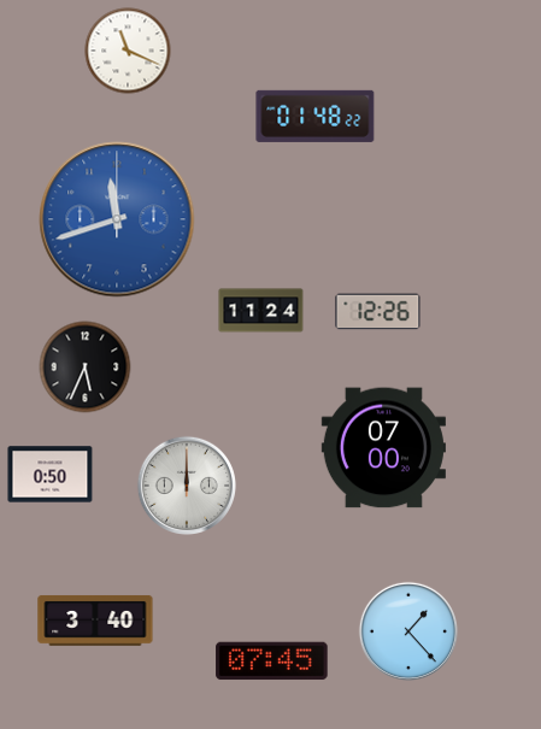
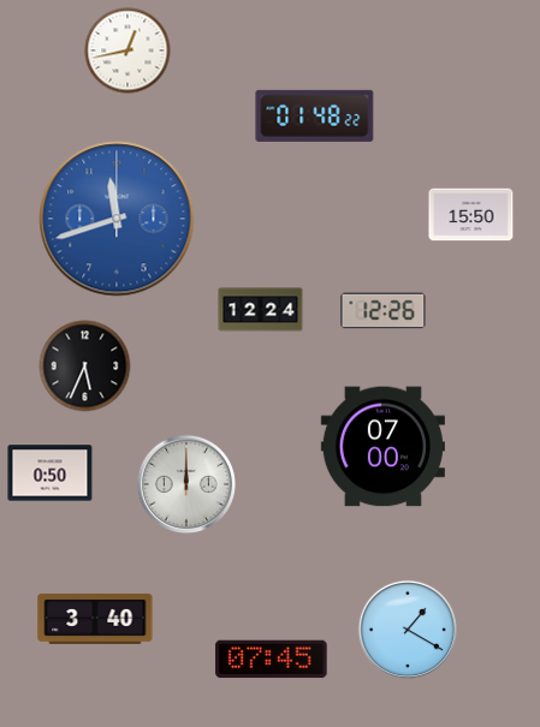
clock at (128, 51): 11:19 -> 12:43
clock at (471, 215): none -> 15:50
clock at (261, 311): 11:24 -> 12:24
clock at (378, 312) position: (378, 312) -> (384, 311)
clock at (407, 630): 1:23 -> 1:20
